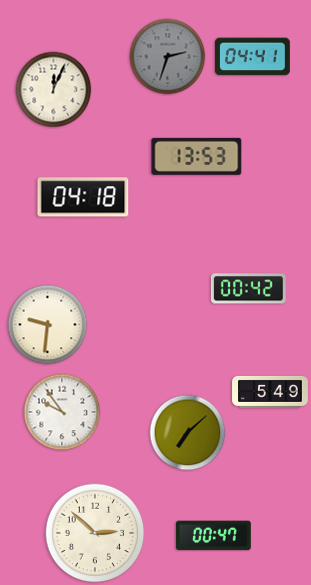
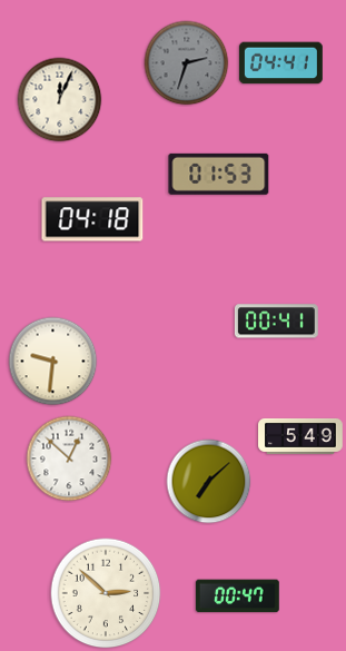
clock at (197, 156): 13:53 -> 01:53
clock at (248, 289): 00:42 -> 00:41
clock at (62, 412): 9:54 -> 12:52
